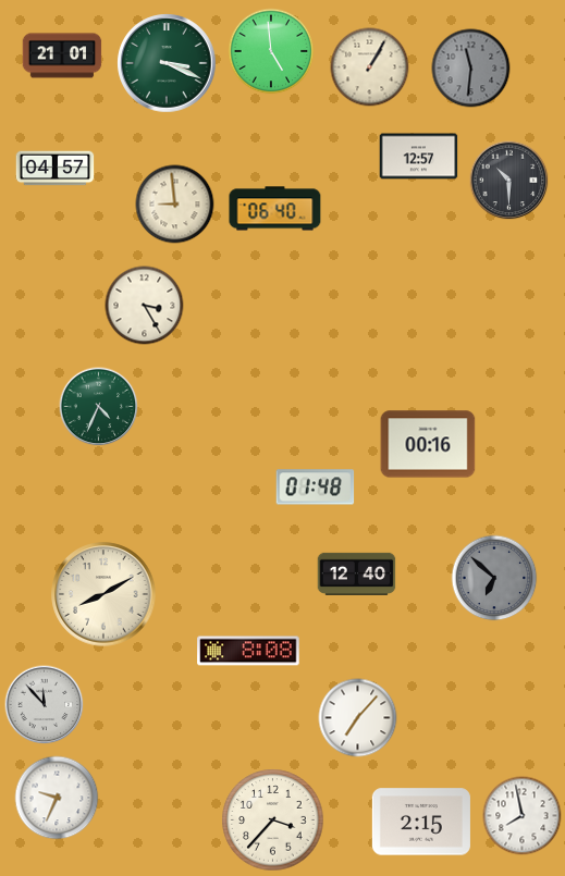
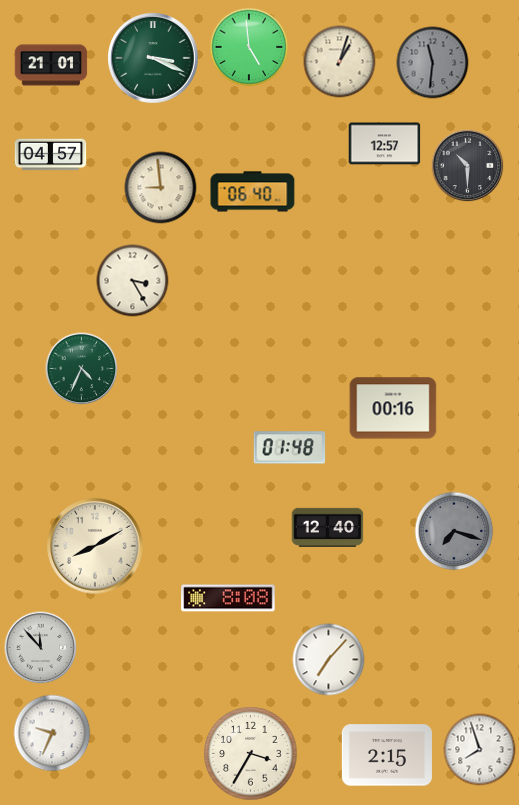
clock at (62, 55) position: (62, 55) -> (51, 65)
clock at (370, 67): 1:05 -> 1:03
clock at (99, 407) position: (99, 407) -> (82, 369)
clock at (494, 578): 6:52 -> 7:18
clock at (523, 816): 7:58 -> 7:57
clock at (273, 821): 3:37 -> 3:35
